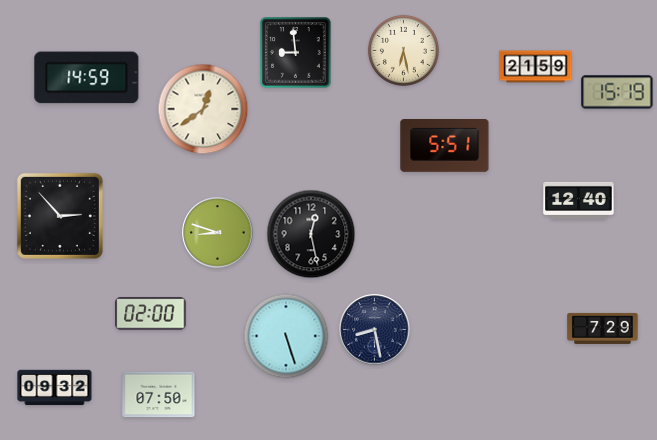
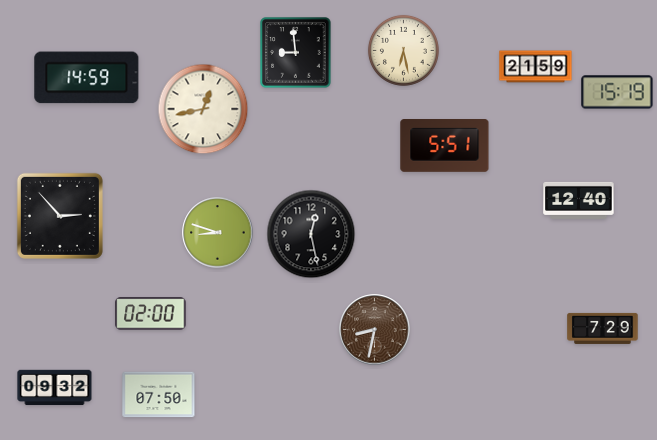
clock at (203, 109): 12:39 -> 12:43
clock at (375, 330): 8:28 -> 8:32
clock at (375, 330) dial: navy -> brown
clock at (286, 336): 5:27 -> none
